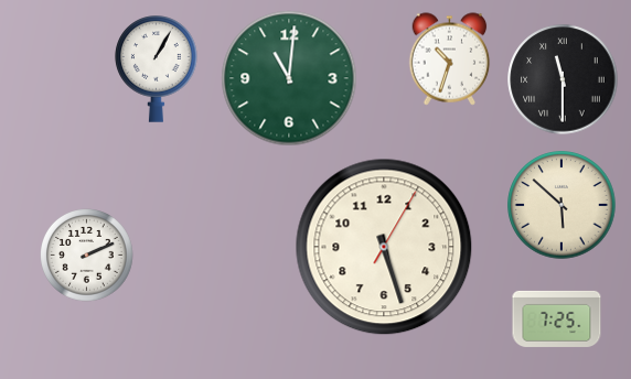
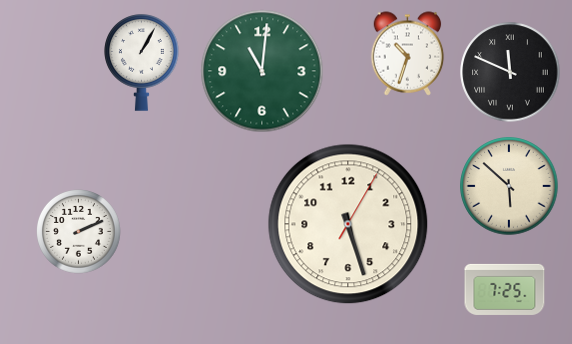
clock at (563, 79): 11:30 -> 11:49
